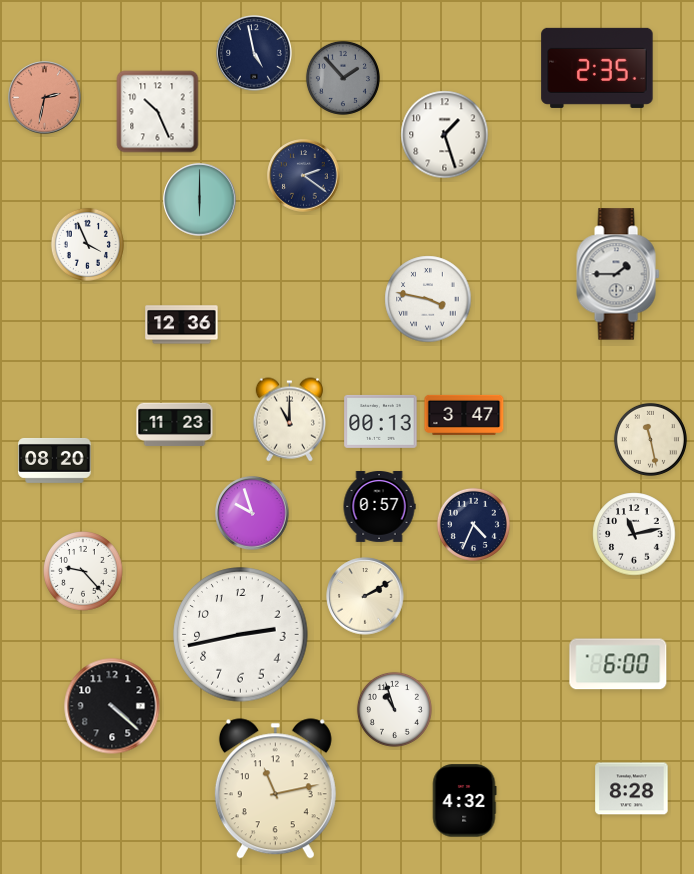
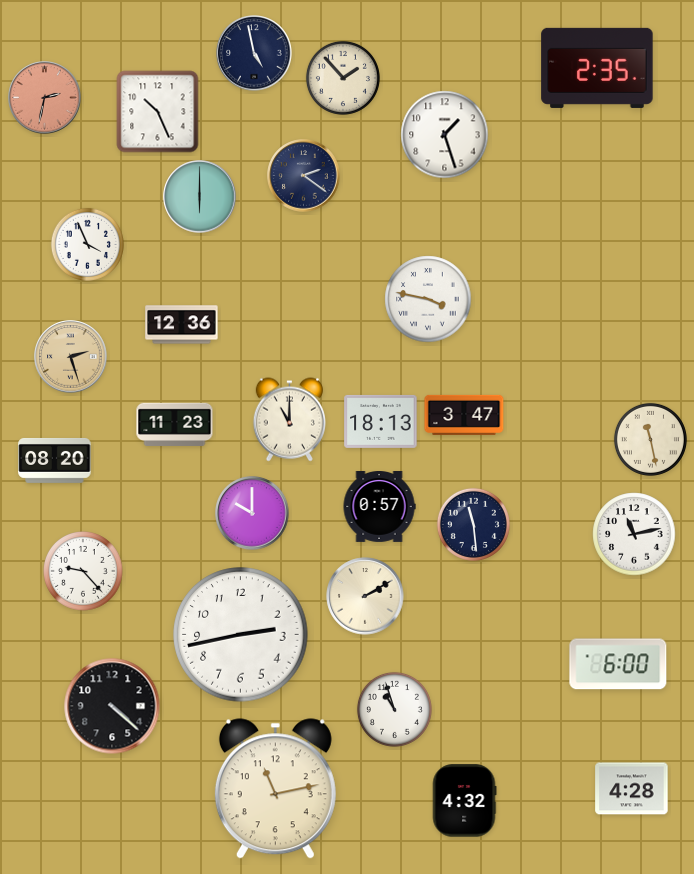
clock at (343, 78) dial: grey -> cream
clock at (200, 200) position: (200, 200) -> (200, 197)
clock at (618, 274): 1:45 -> none
clock at (71, 357): none -> 2:27
clock at (381, 421): 00:13 -> 18:13
clock at (252, 513): 9:57 -> 10:00
clock at (473, 524): 4:34 -> 11:29
clock at (632, 789): 8:28 -> 4:28
